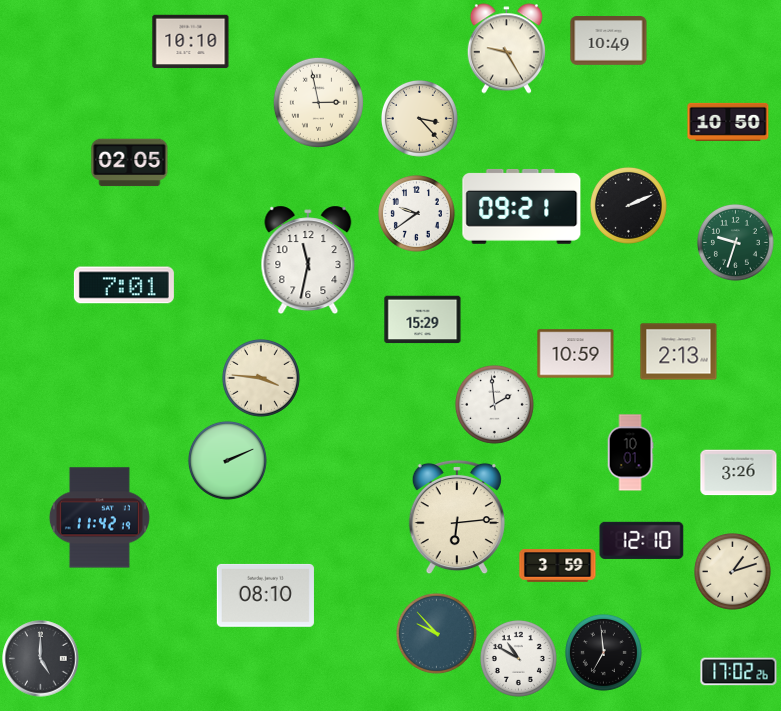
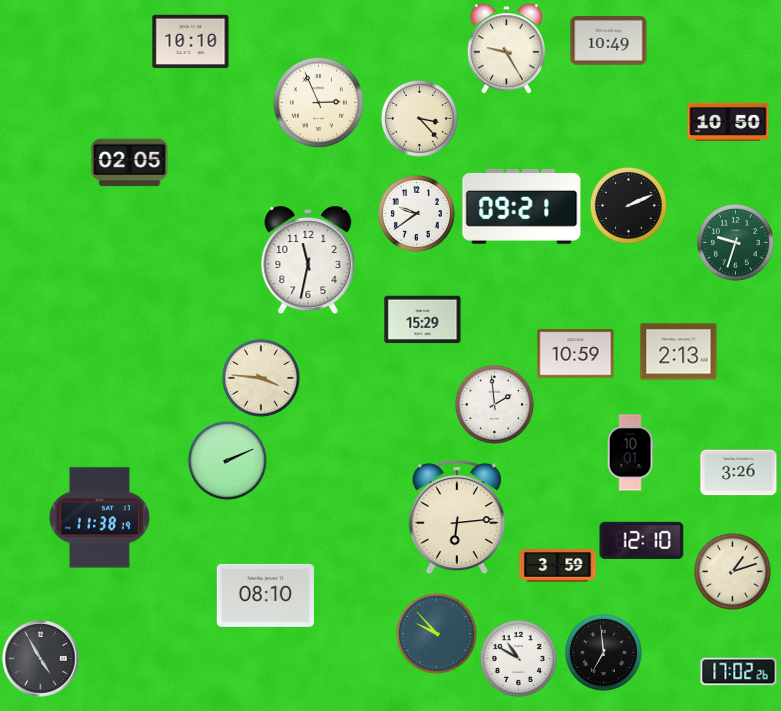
clock at (318, 102): 2:58 -> 2:56
clock at (124, 285): 7:01 -> none
clock at (99, 518): 11:42 -> 11:38
clock at (41, 659): 5:00 -> 4:55
